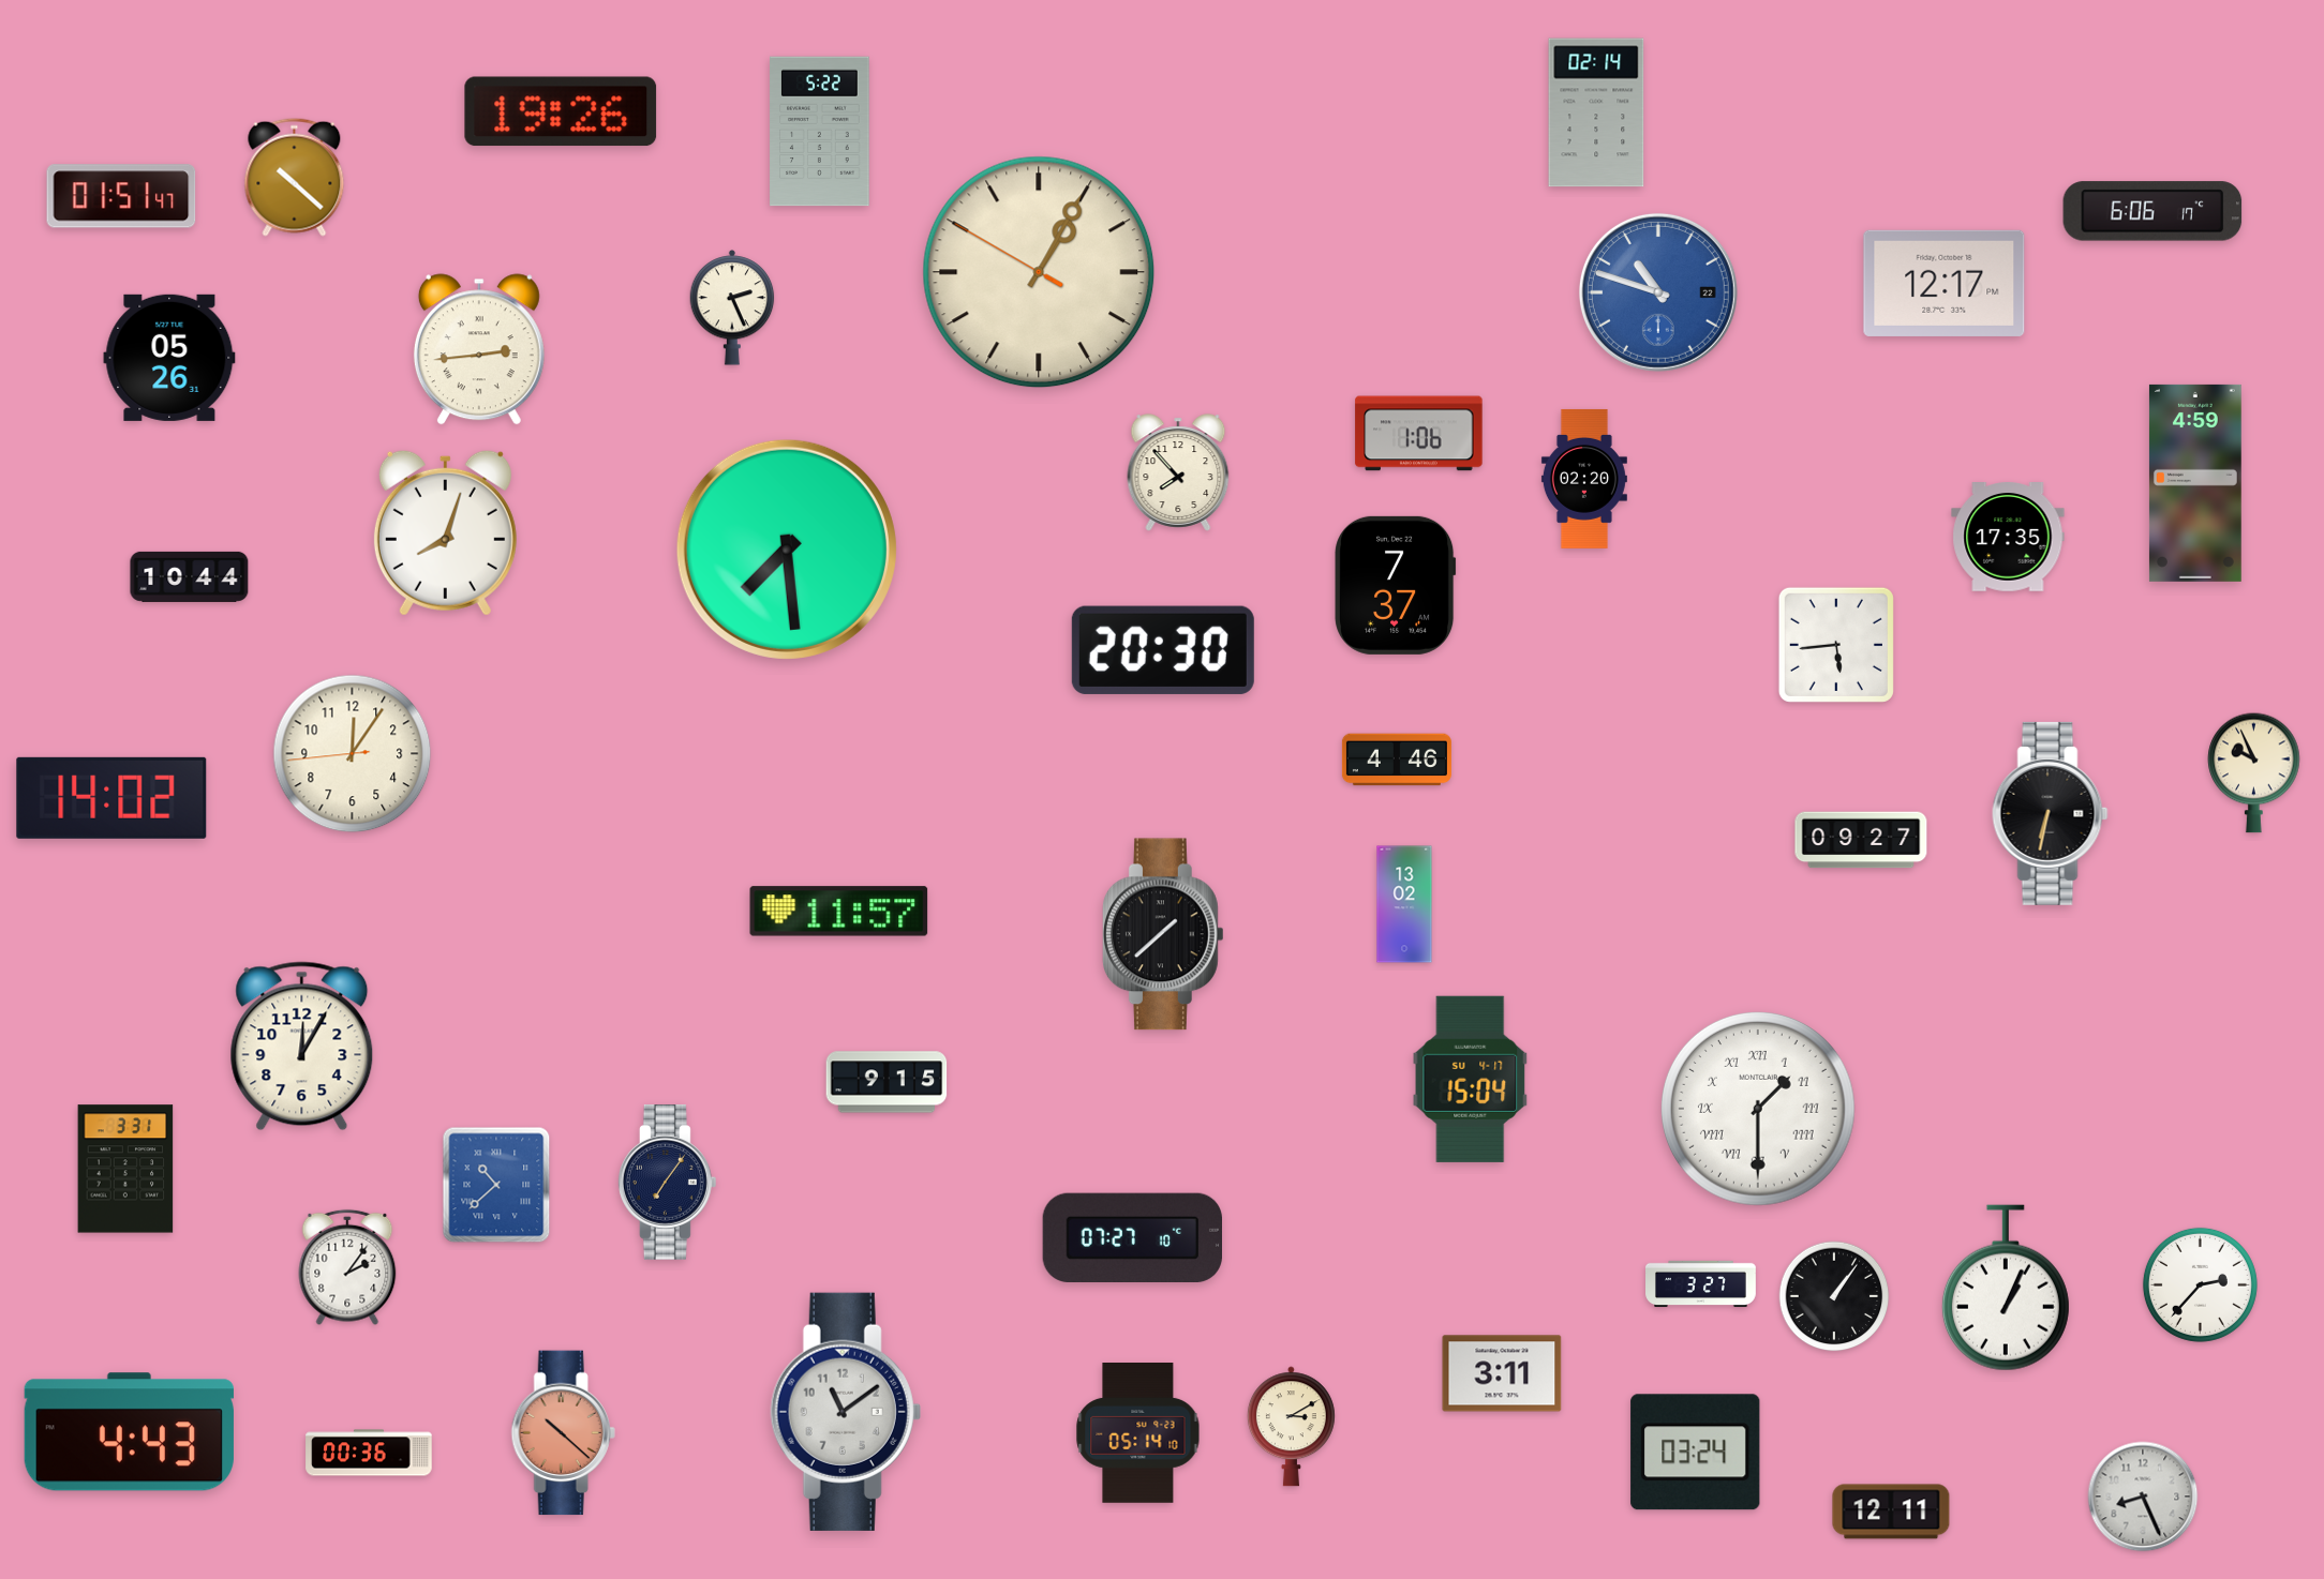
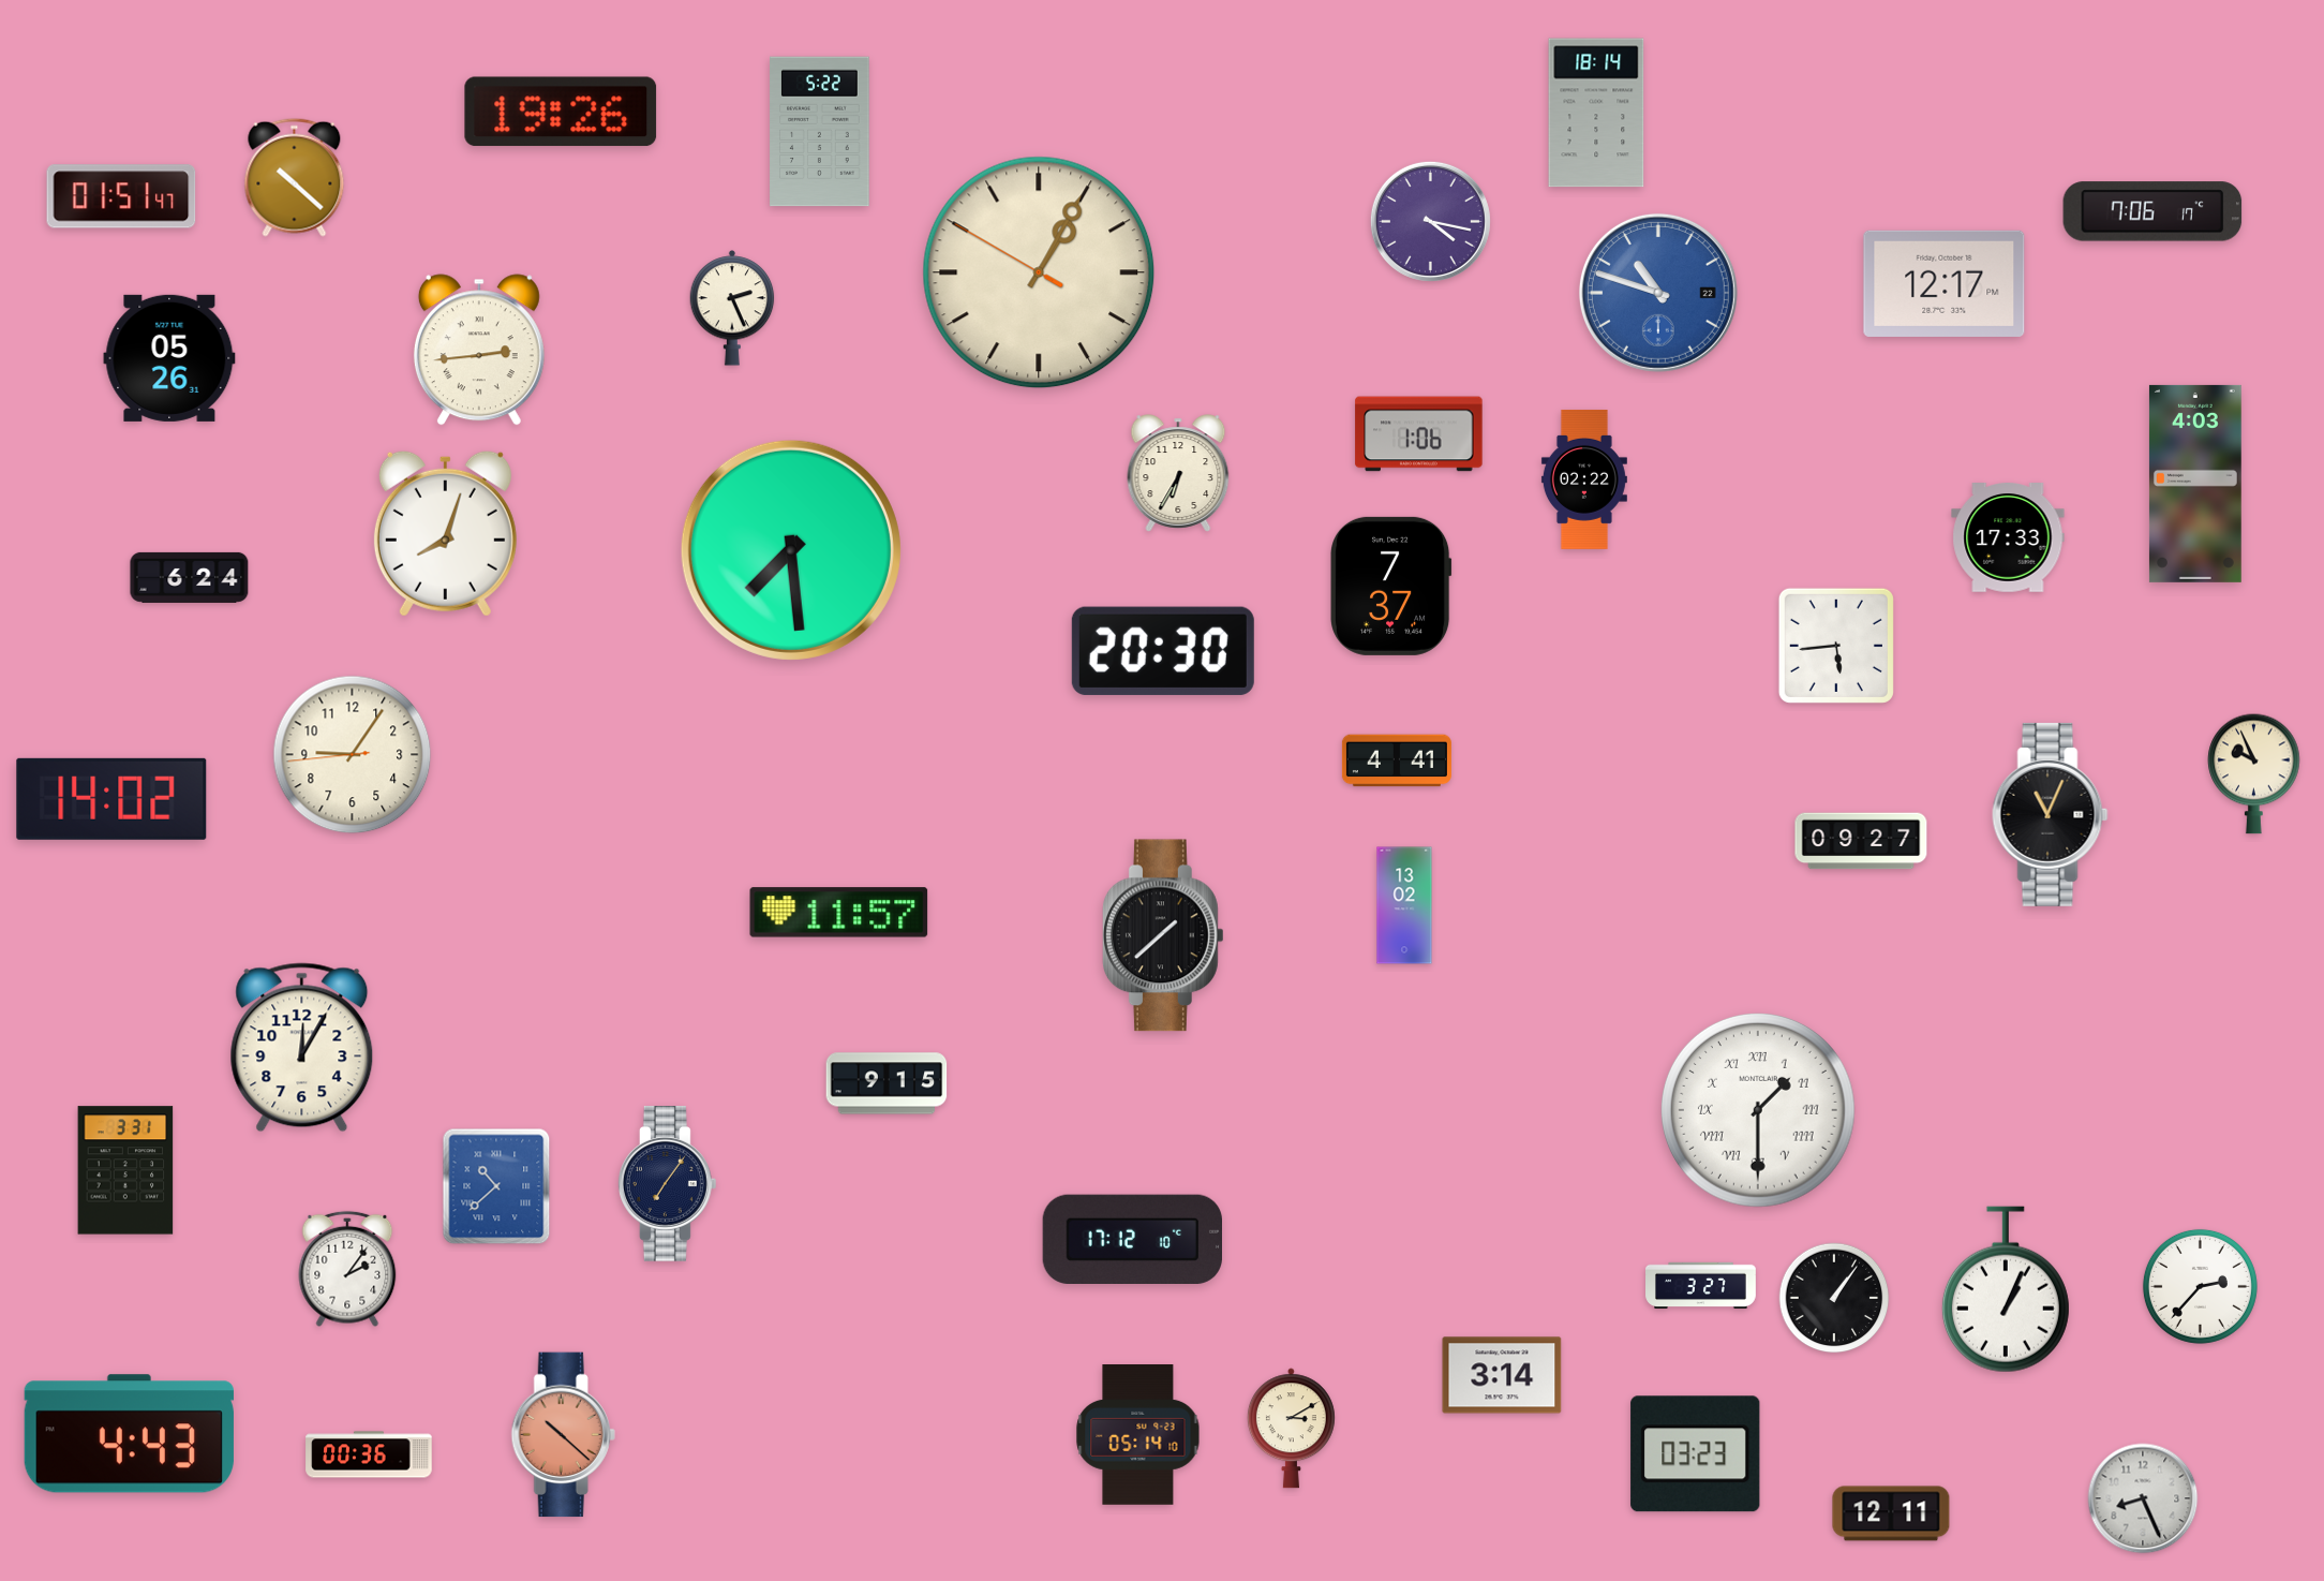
clock at (1596, 112): 02:14 -> 18:14
clock at (2152, 211): 6:06 -> 7:06
clock at (1430, 221): none -> 4:17
clock at (1178, 472): 7:53 -> 6:35
clock at (1584, 479): 02:20 -> 02:22
clock at (2195, 483): 4:59 -> 4:03
clock at (2008, 537): 17:35 -> 17:33
clock at (787, 550) position: (787, 550) -> (791, 550)
clock at (190, 576): 10:44 -> 6:24
clock at (1396, 585) position: (1396, 585) -> (1391, 586)
clock at (353, 754): 12:05 -> 9:05
clock at (1397, 760): 4:46 -> 4:41
clock at (2051, 813): 6:32 -> 11:04
clock at (1471, 1079): 15:04 -> none
clock at (1132, 1237): 07:27 -> 17:12
clock at (1502, 1373): 3:11 -> 3:14
clock at (846, 1412): 11:09 -> none
clock at (1696, 1453): 03:24 -> 03:23
